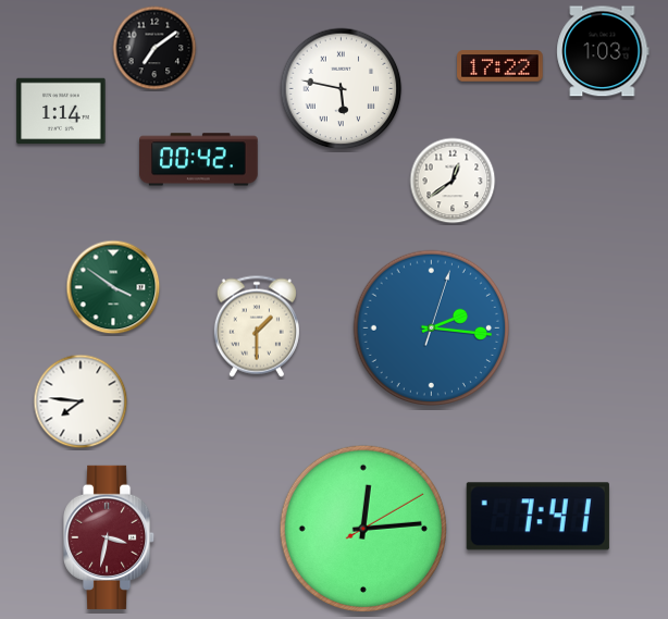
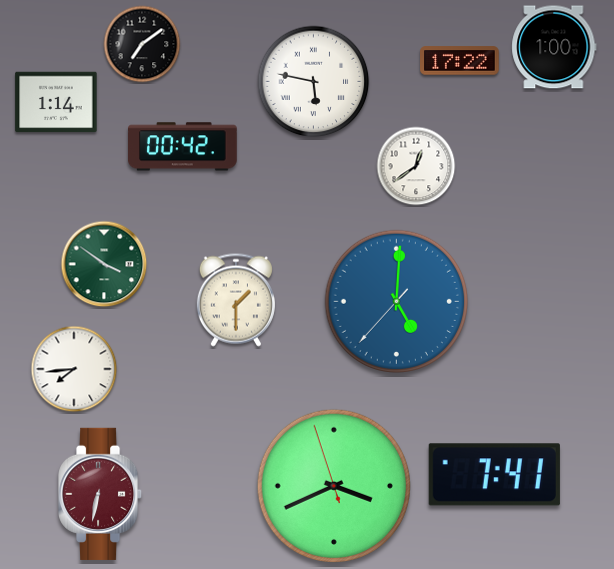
clock at (603, 51): 1:03 -> 1:00
clock at (431, 327): 2:16 -> 5:00
clock at (81, 401): 7:46 -> 7:44
clock at (363, 529): 12:14 -> 3:40
clock at (110, 537): 3:32 -> 6:32
